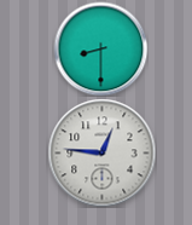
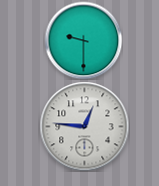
clock at (100, 48): 8:30 -> 9:30
